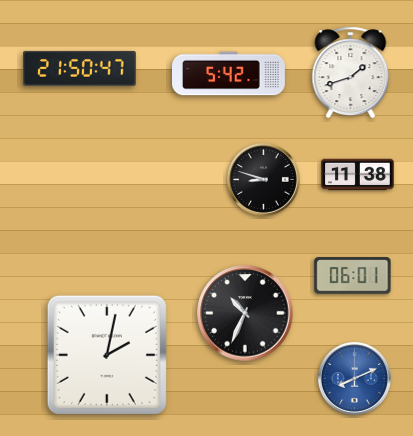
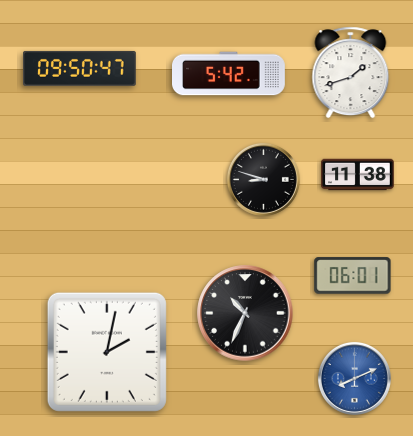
clock at (80, 68): 21:50 -> 09:50
clock at (107, 355) position: (107, 355) -> (107, 352)
